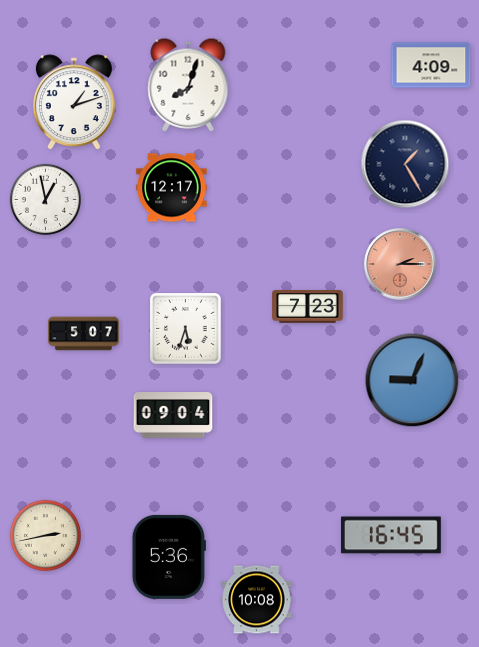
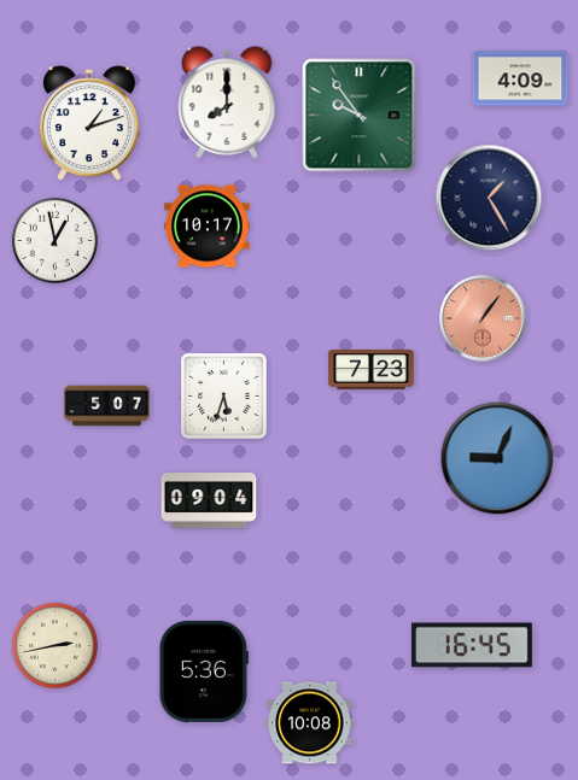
clock at (188, 85): 8:03 -> 8:00
clock at (360, 116): none -> 9:54
clock at (172, 188): 12:17 -> 10:17
clock at (400, 264): 2:15 -> 1:06
clock at (84, 334) position: (84, 334) -> (107, 406)
